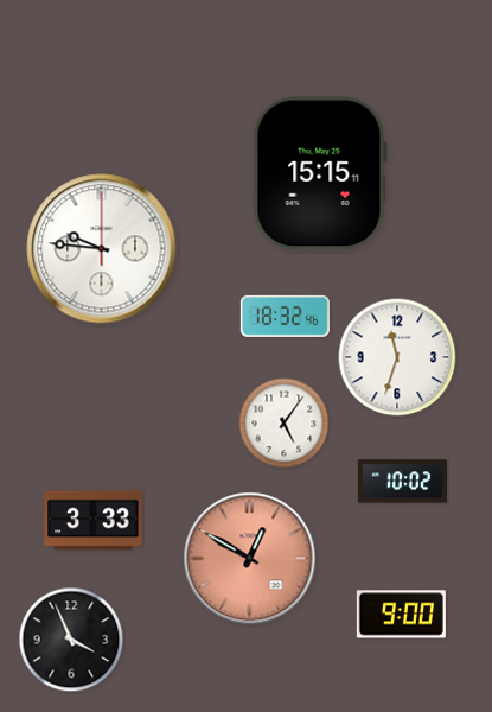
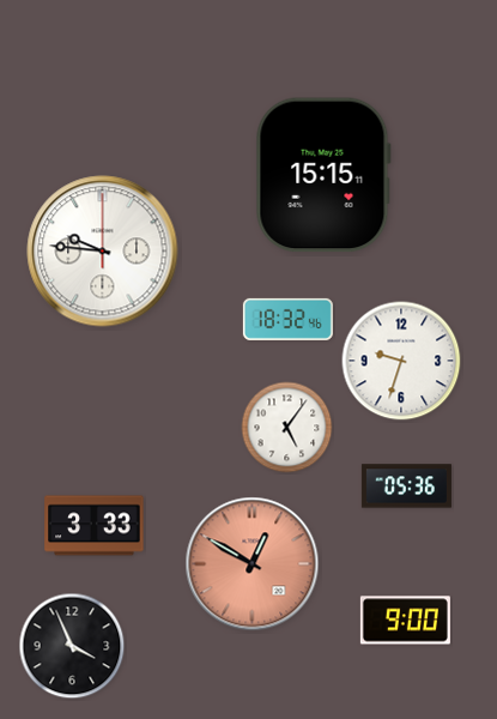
clock at (397, 357): 11:33 -> 9:33
clock at (402, 482): 10:02 -> 05:36
